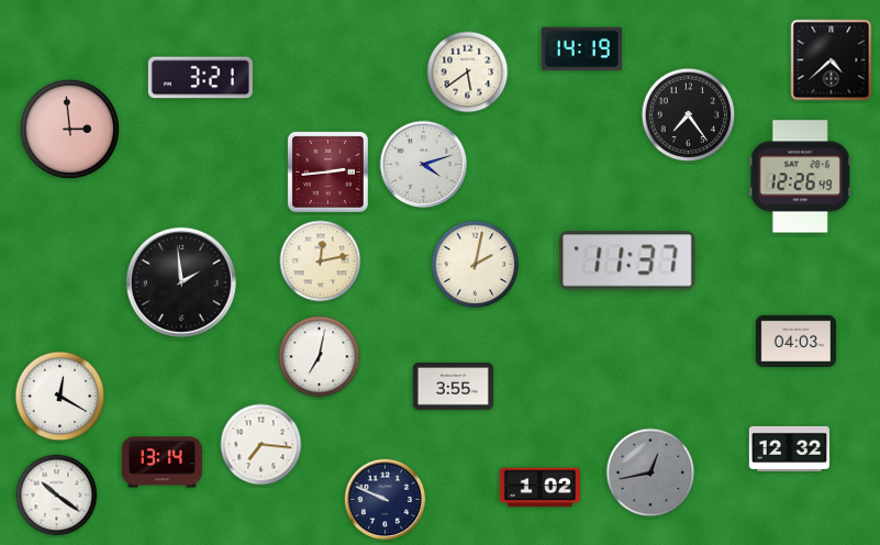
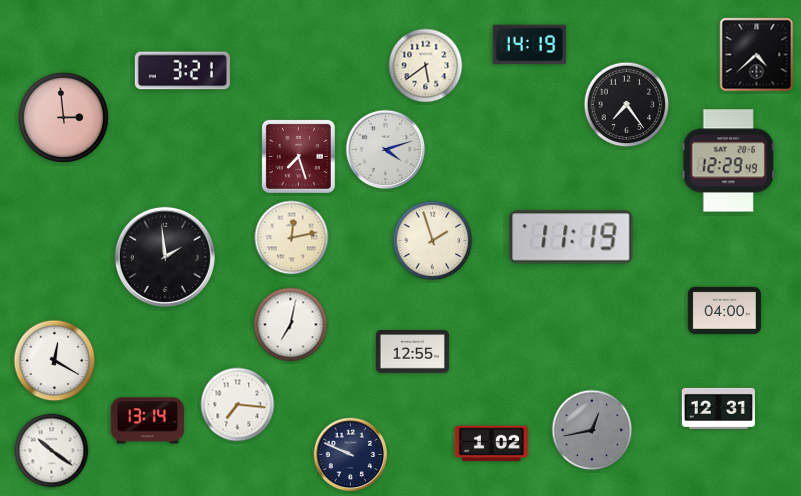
clock at (327, 171): 2:44 -> 7:27
clock at (800, 177): 12:26 -> 12:29
clock at (627, 260): 11:37 -> 11:19
clock at (476, 265): 2:02 -> 1:57
clock at (795, 341): 04:03 -> 04:00
clock at (453, 387): 3:55 -> 12:55
clock at (789, 448): 12:32 -> 12:31
